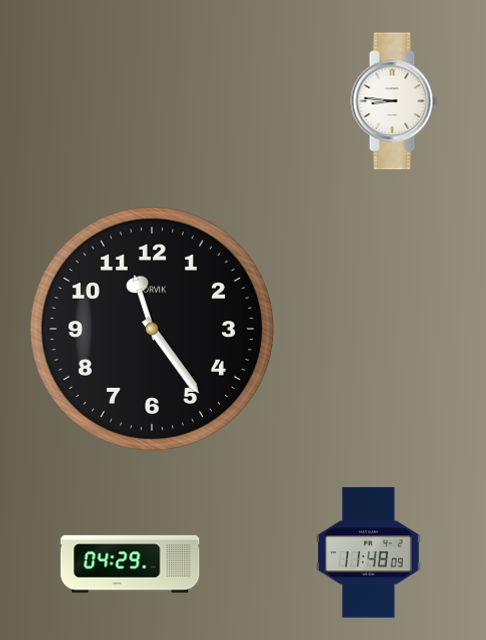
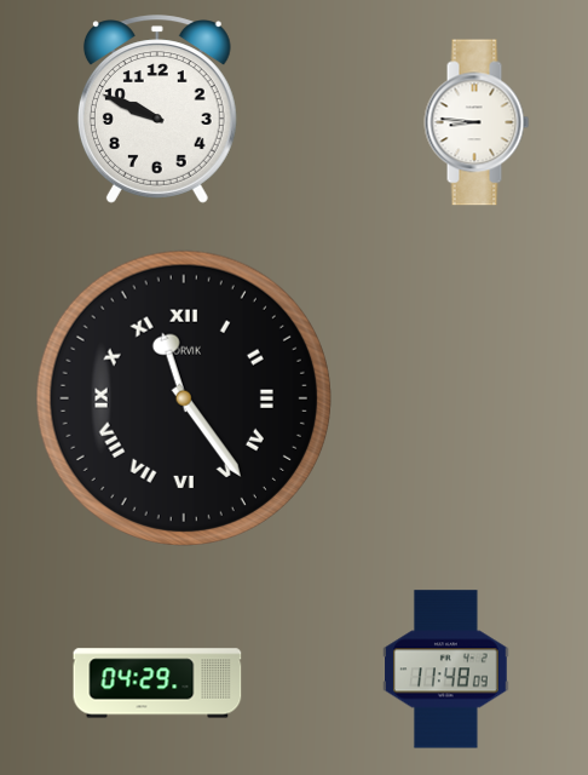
clock at (157, 109): none -> 9:49
clock at (152, 329) numerals: Arabic -> Roman
